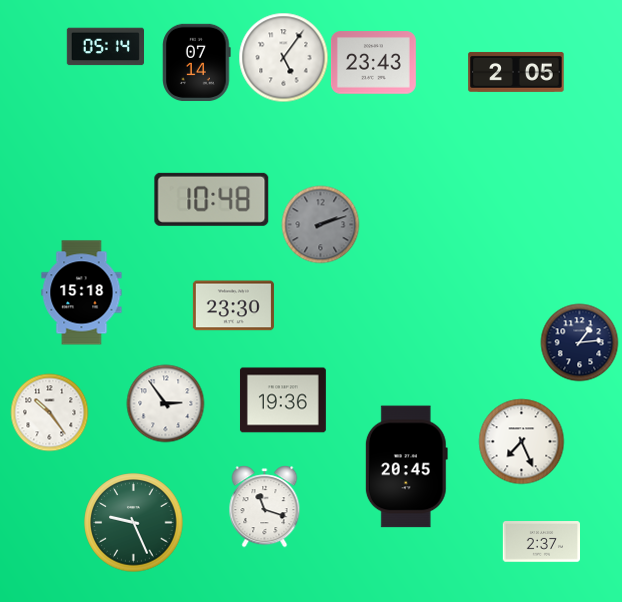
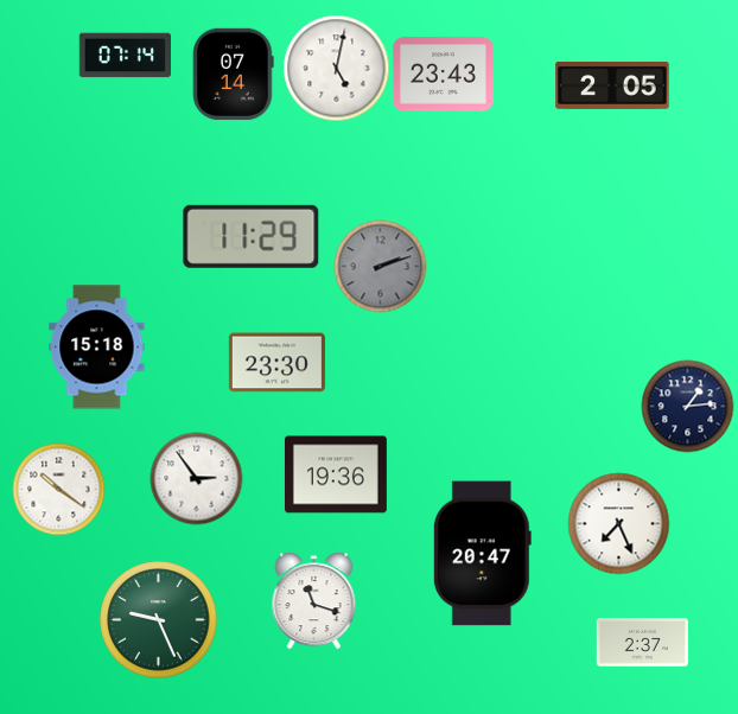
clock at (105, 47): 05:14 -> 07:14
clock at (283, 57): 5:06 -> 5:02
clock at (212, 199): 10:48 -> 11:29
clock at (49, 412): 10:24 -> 10:21
clock at (406, 467): 20:45 -> 20:47
